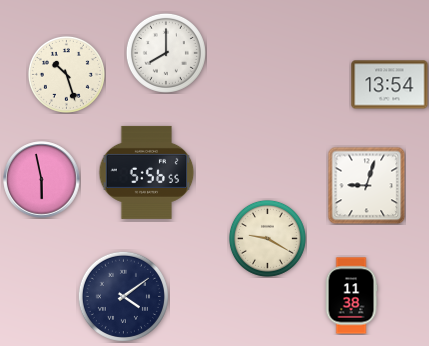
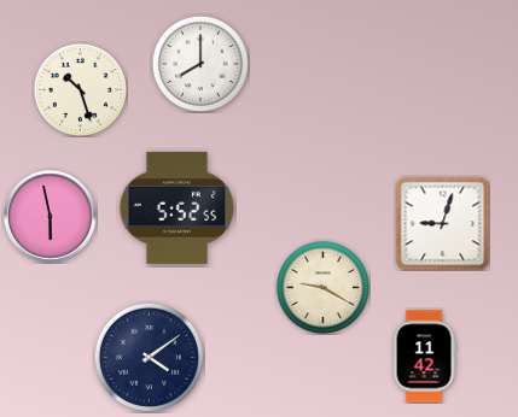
clock at (390, 85): 13:54 -> none
clock at (147, 172): 5:56 -> 5:52
clock at (351, 296): 11:38 -> 11:42
